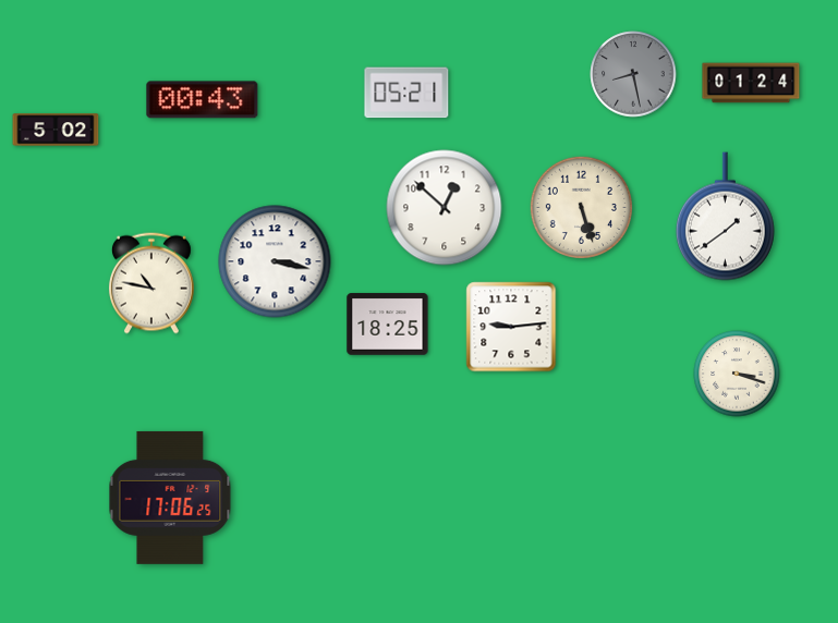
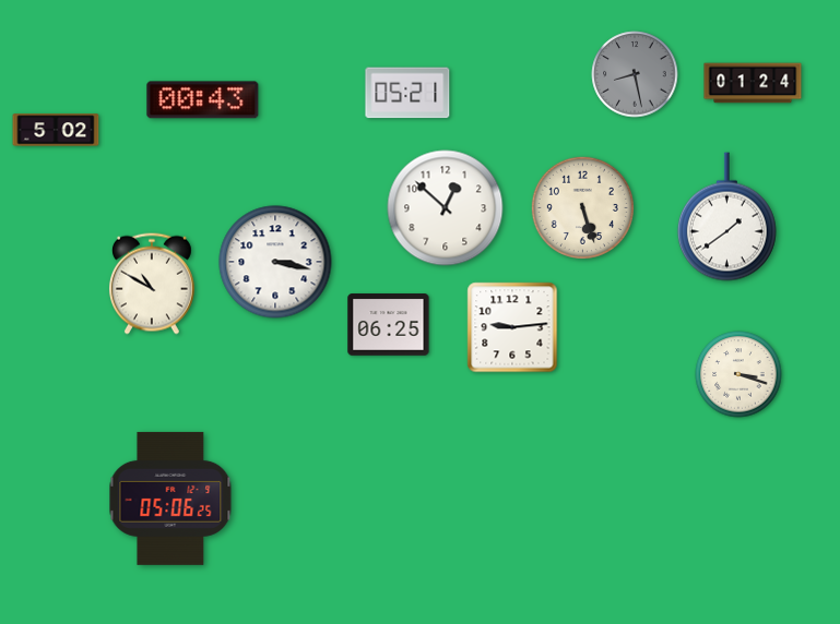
clock at (151, 283): 10:47 -> 10:50
clock at (388, 325): 18:25 -> 06:25
clock at (170, 498): 17:06 -> 05:06
